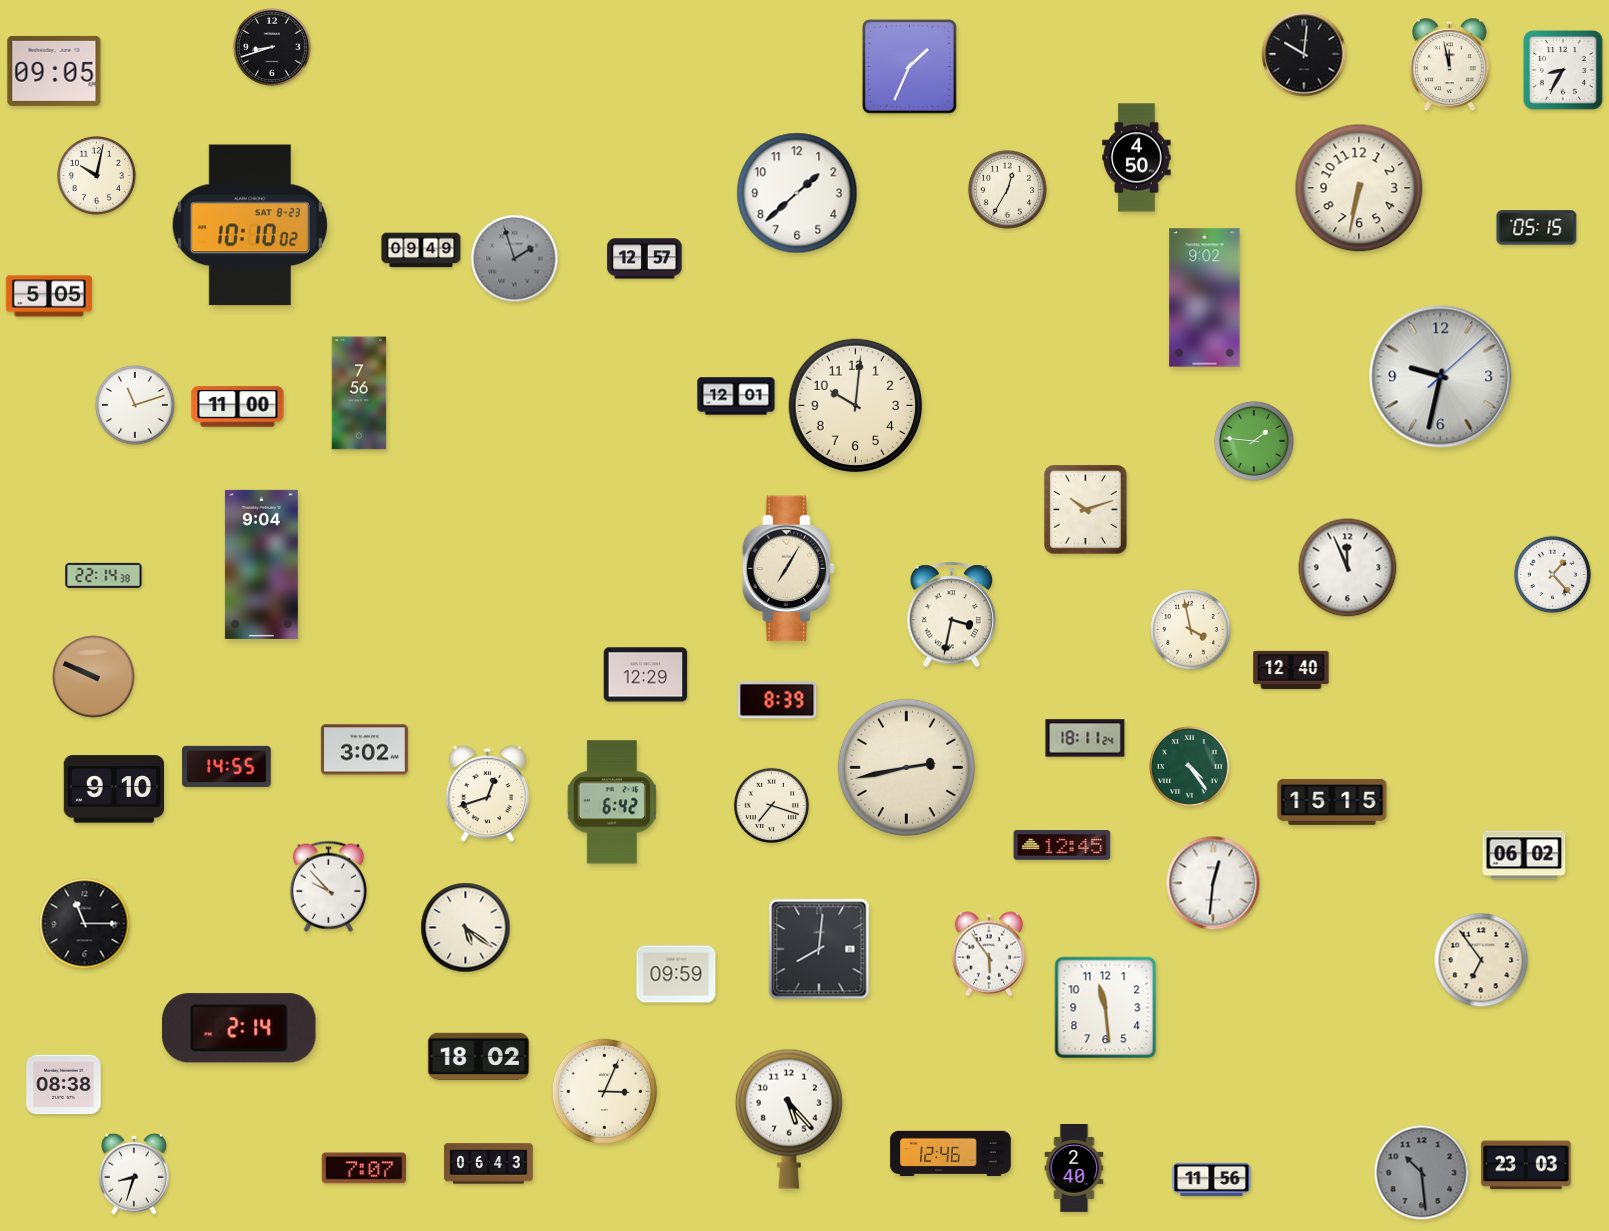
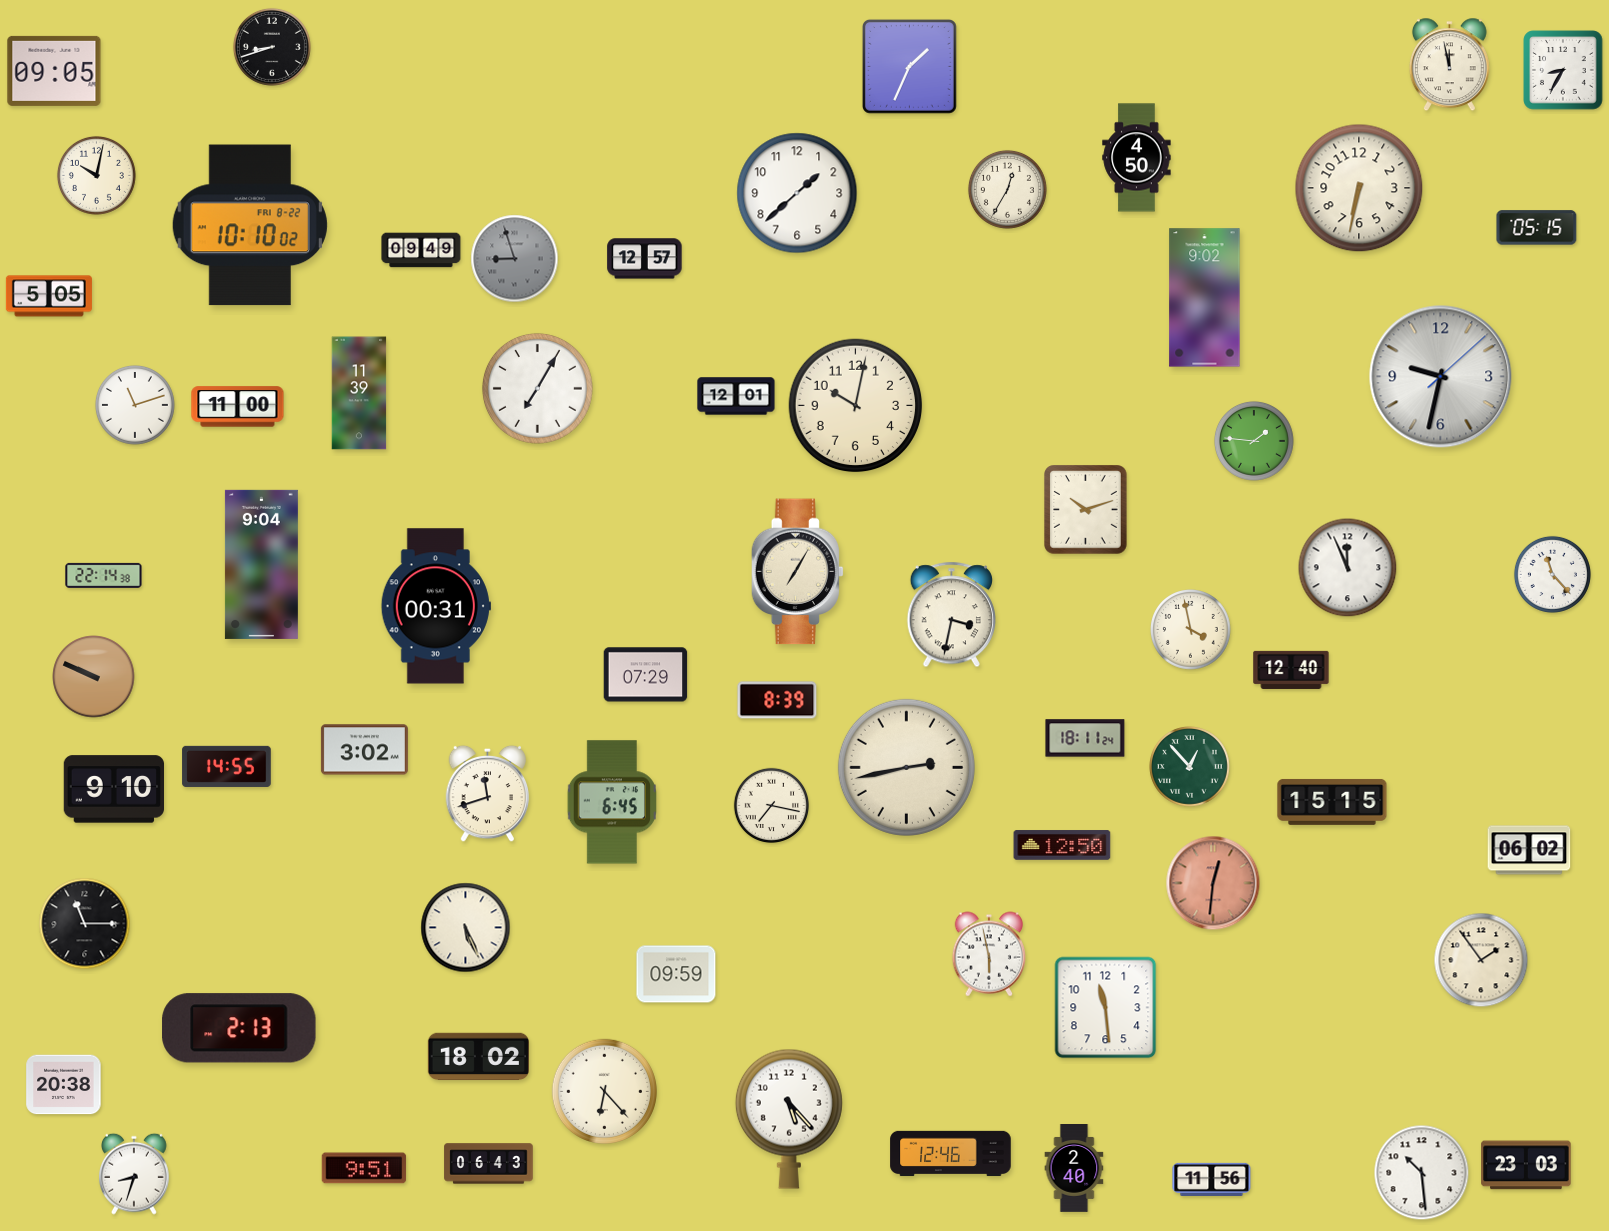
clock at (1304, 54): 10:01 -> none
clock at (250, 225) date: SAT 8-23 -> FRI 8-22
clock at (515, 259): 1:57 -> 8:57
clock at (537, 388): none -> 7:05
clock at (359, 393): 7:56 -> 11:39
clock at (856, 406): 10:01 -> 10:02
clock at (789, 569) position: (789, 569) -> (798, 572)
clock at (1552, 574): 1:23 -> 11:23
clock at (436, 606): none -> 00:31
clock at (646, 675): 12:29 -> 07:29
clock at (1190, 767): 4:24 -> 12:53
clock at (488, 794): 12:42 -> 11:42
clock at (611, 802): 6:42 -> 6:45
clock at (771, 805): 7:18 -> 7:17
clock at (1062, 845): 12:45 -> 12:50
clock at (1524, 855) position: (1524, 855) -> (1529, 850)
clock at (1213, 883) dial: white -> salmon
clock at (328, 886): 9:53 -> none
clock at (466, 928): 5:21 -> 5:26
clock at (819, 949): 8:01 -> none
clock at (989, 954): 5:54 -> 5:58
clock at (1481, 960): 6:54 -> 1:54
clock at (239, 1028): 2:14 -> 2:13
clock at (64, 1085): 08:38 -> 20:38
clock at (604, 1091): 3:04 -> 6:23
clock at (364, 1168): 7:07 -> 9:51
clock at (1422, 1173) dial: grey -> white
